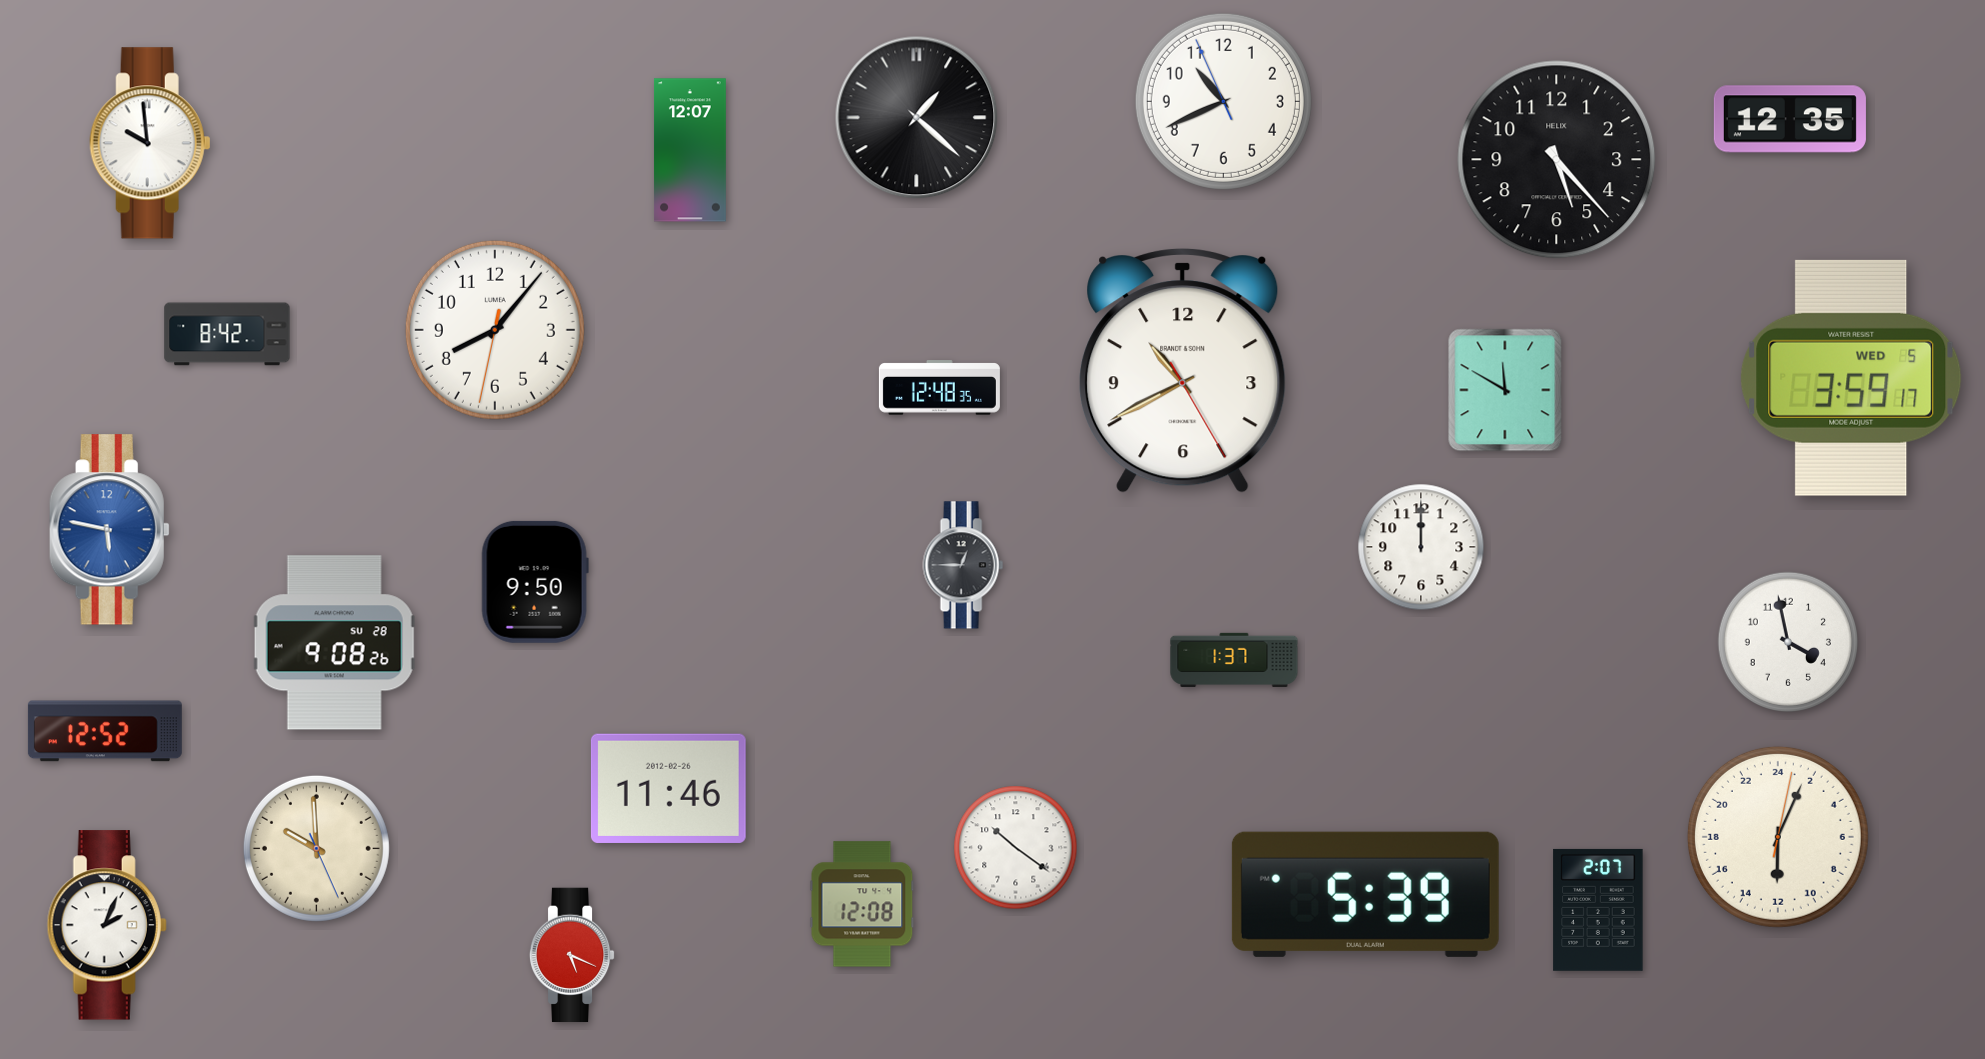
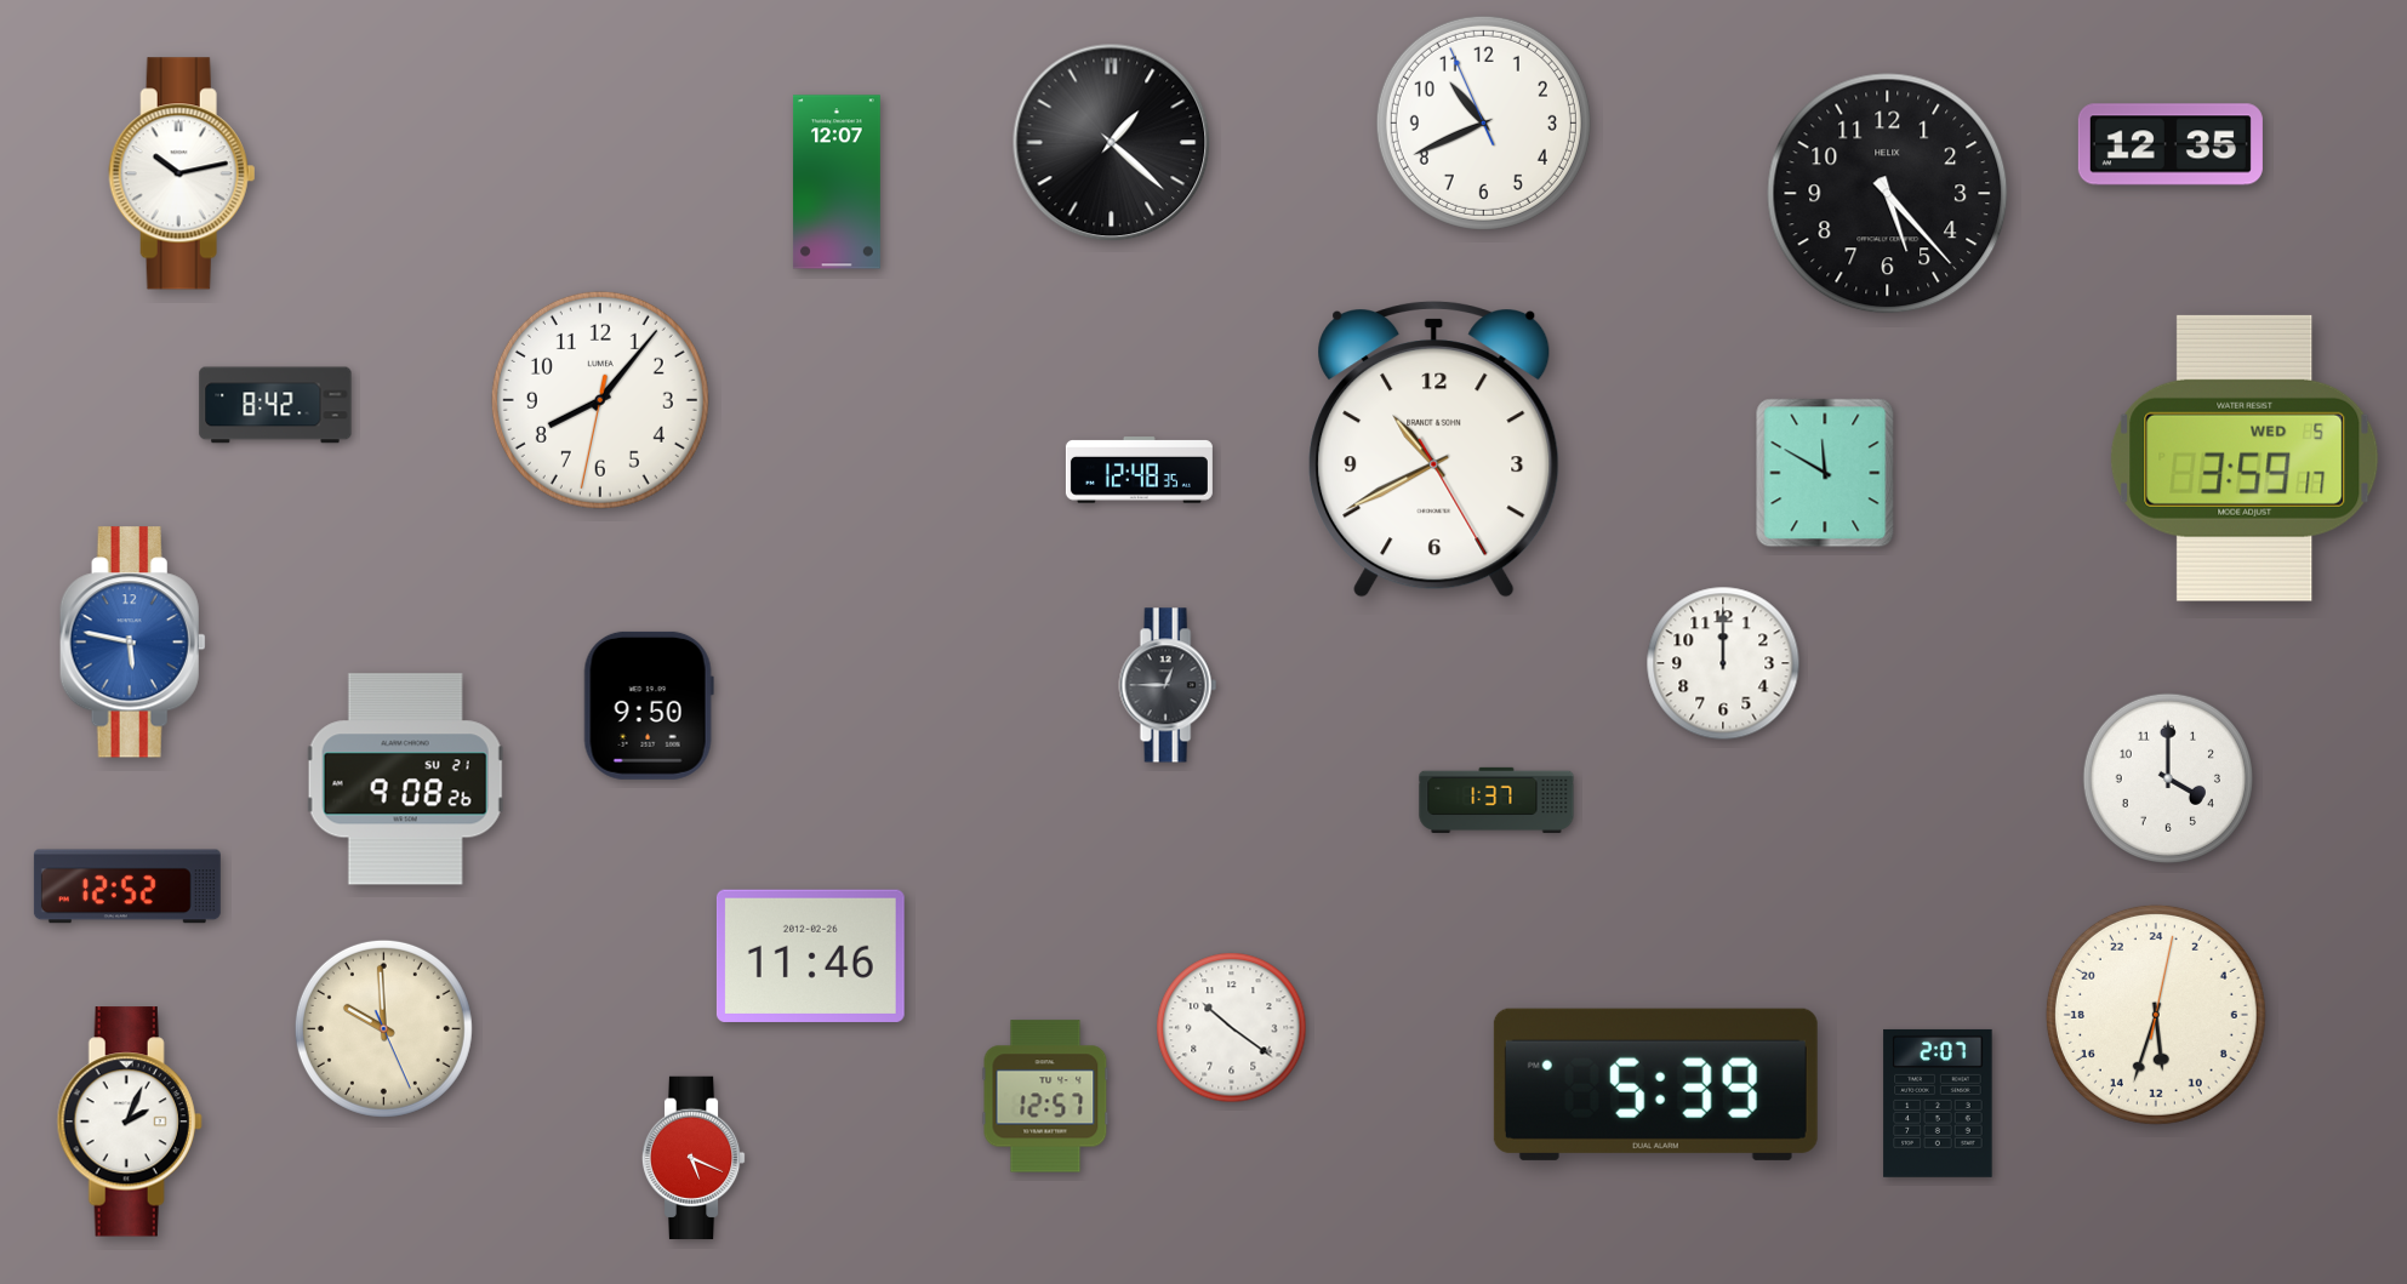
clock at (150, 143): 9:59 -> 10:13
clock at (1787, 641): 3:58 -> 4:00
clock at (334, 643) date: SU 28 -> SU 21
clock at (1778, 837): 12:04 -> 11:33
clock at (862, 904): 12:08 -> 12:57
